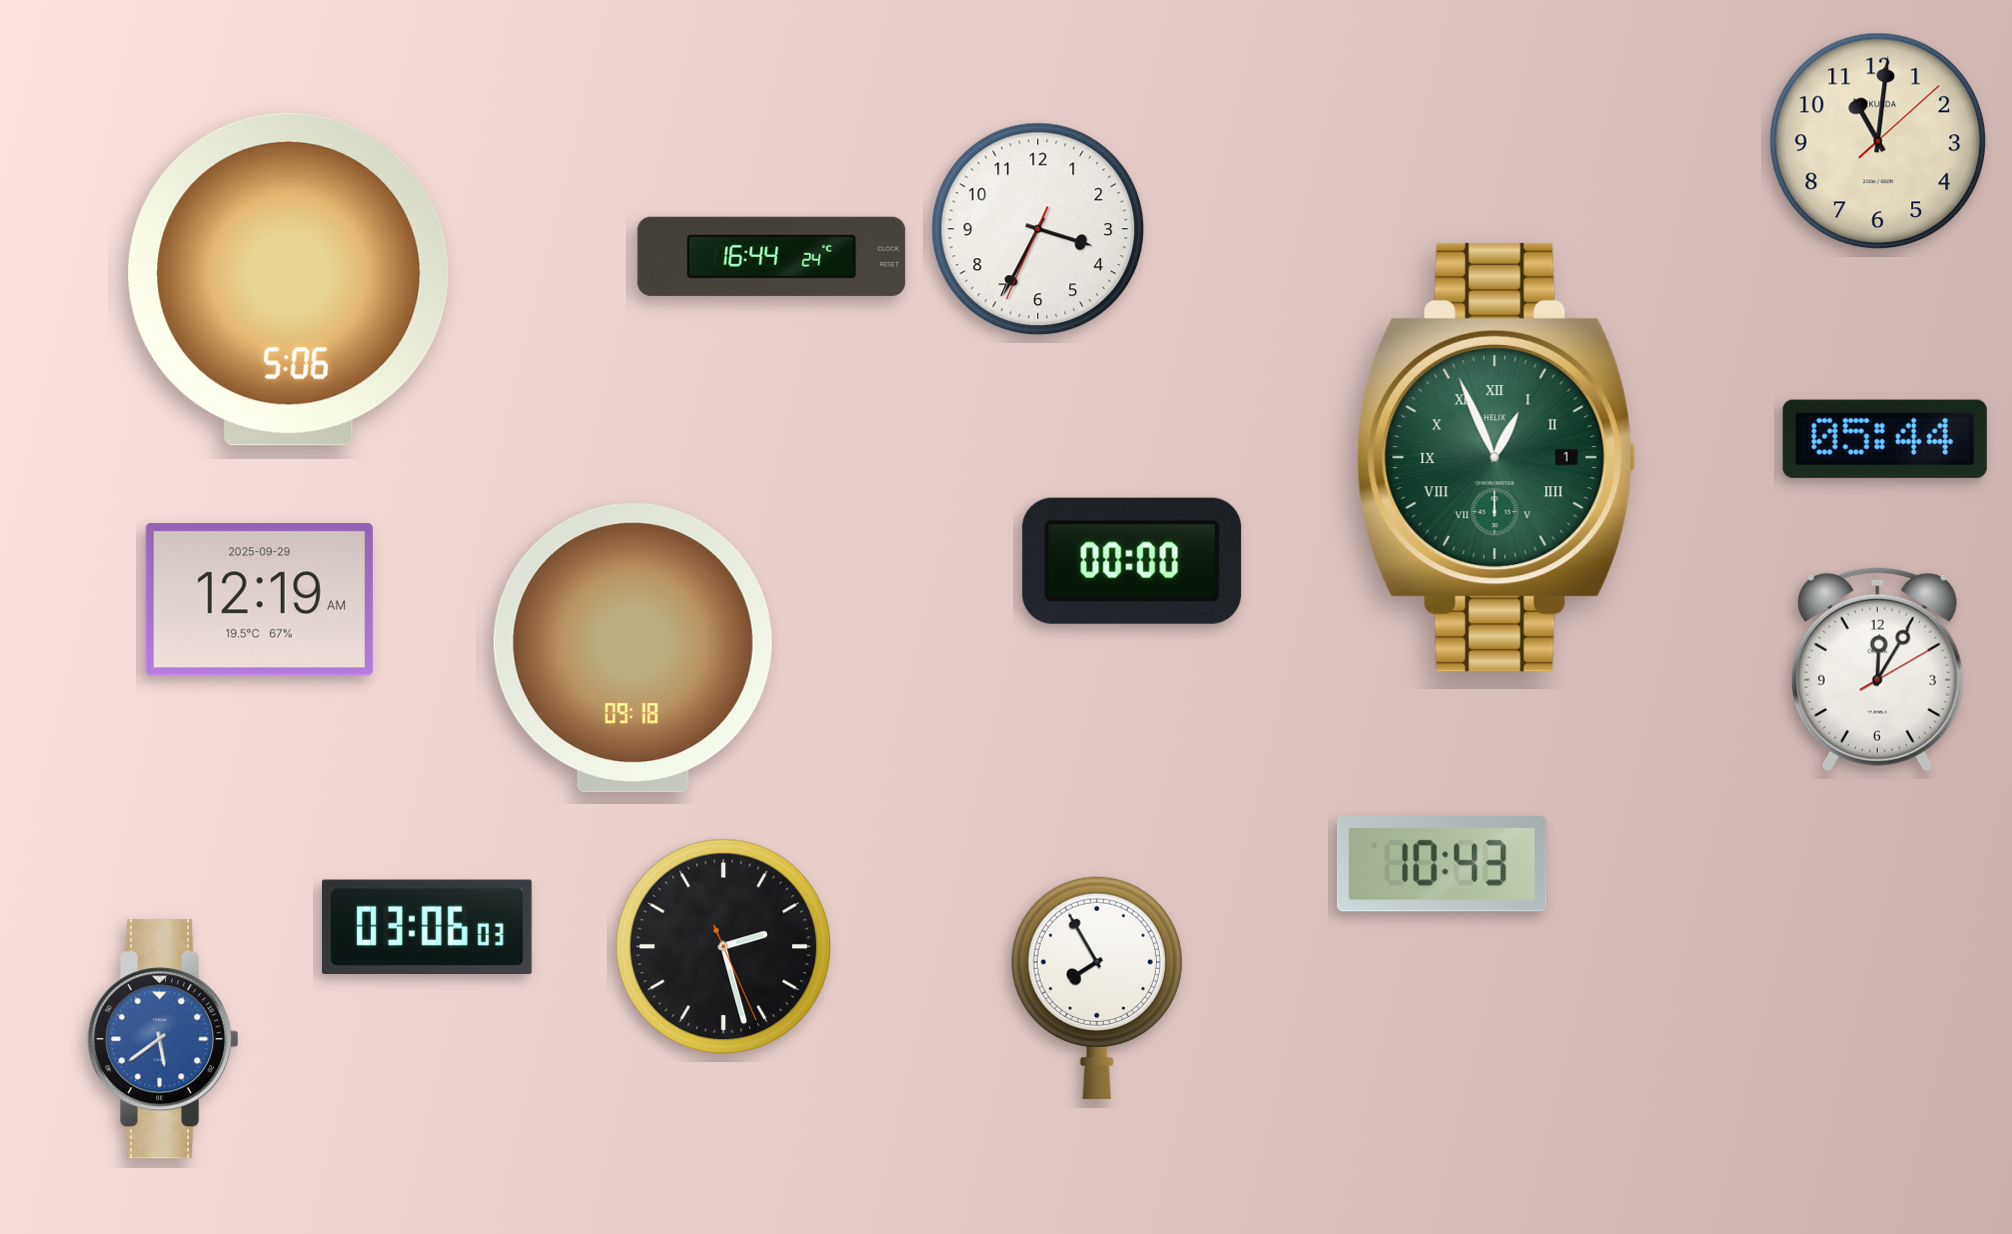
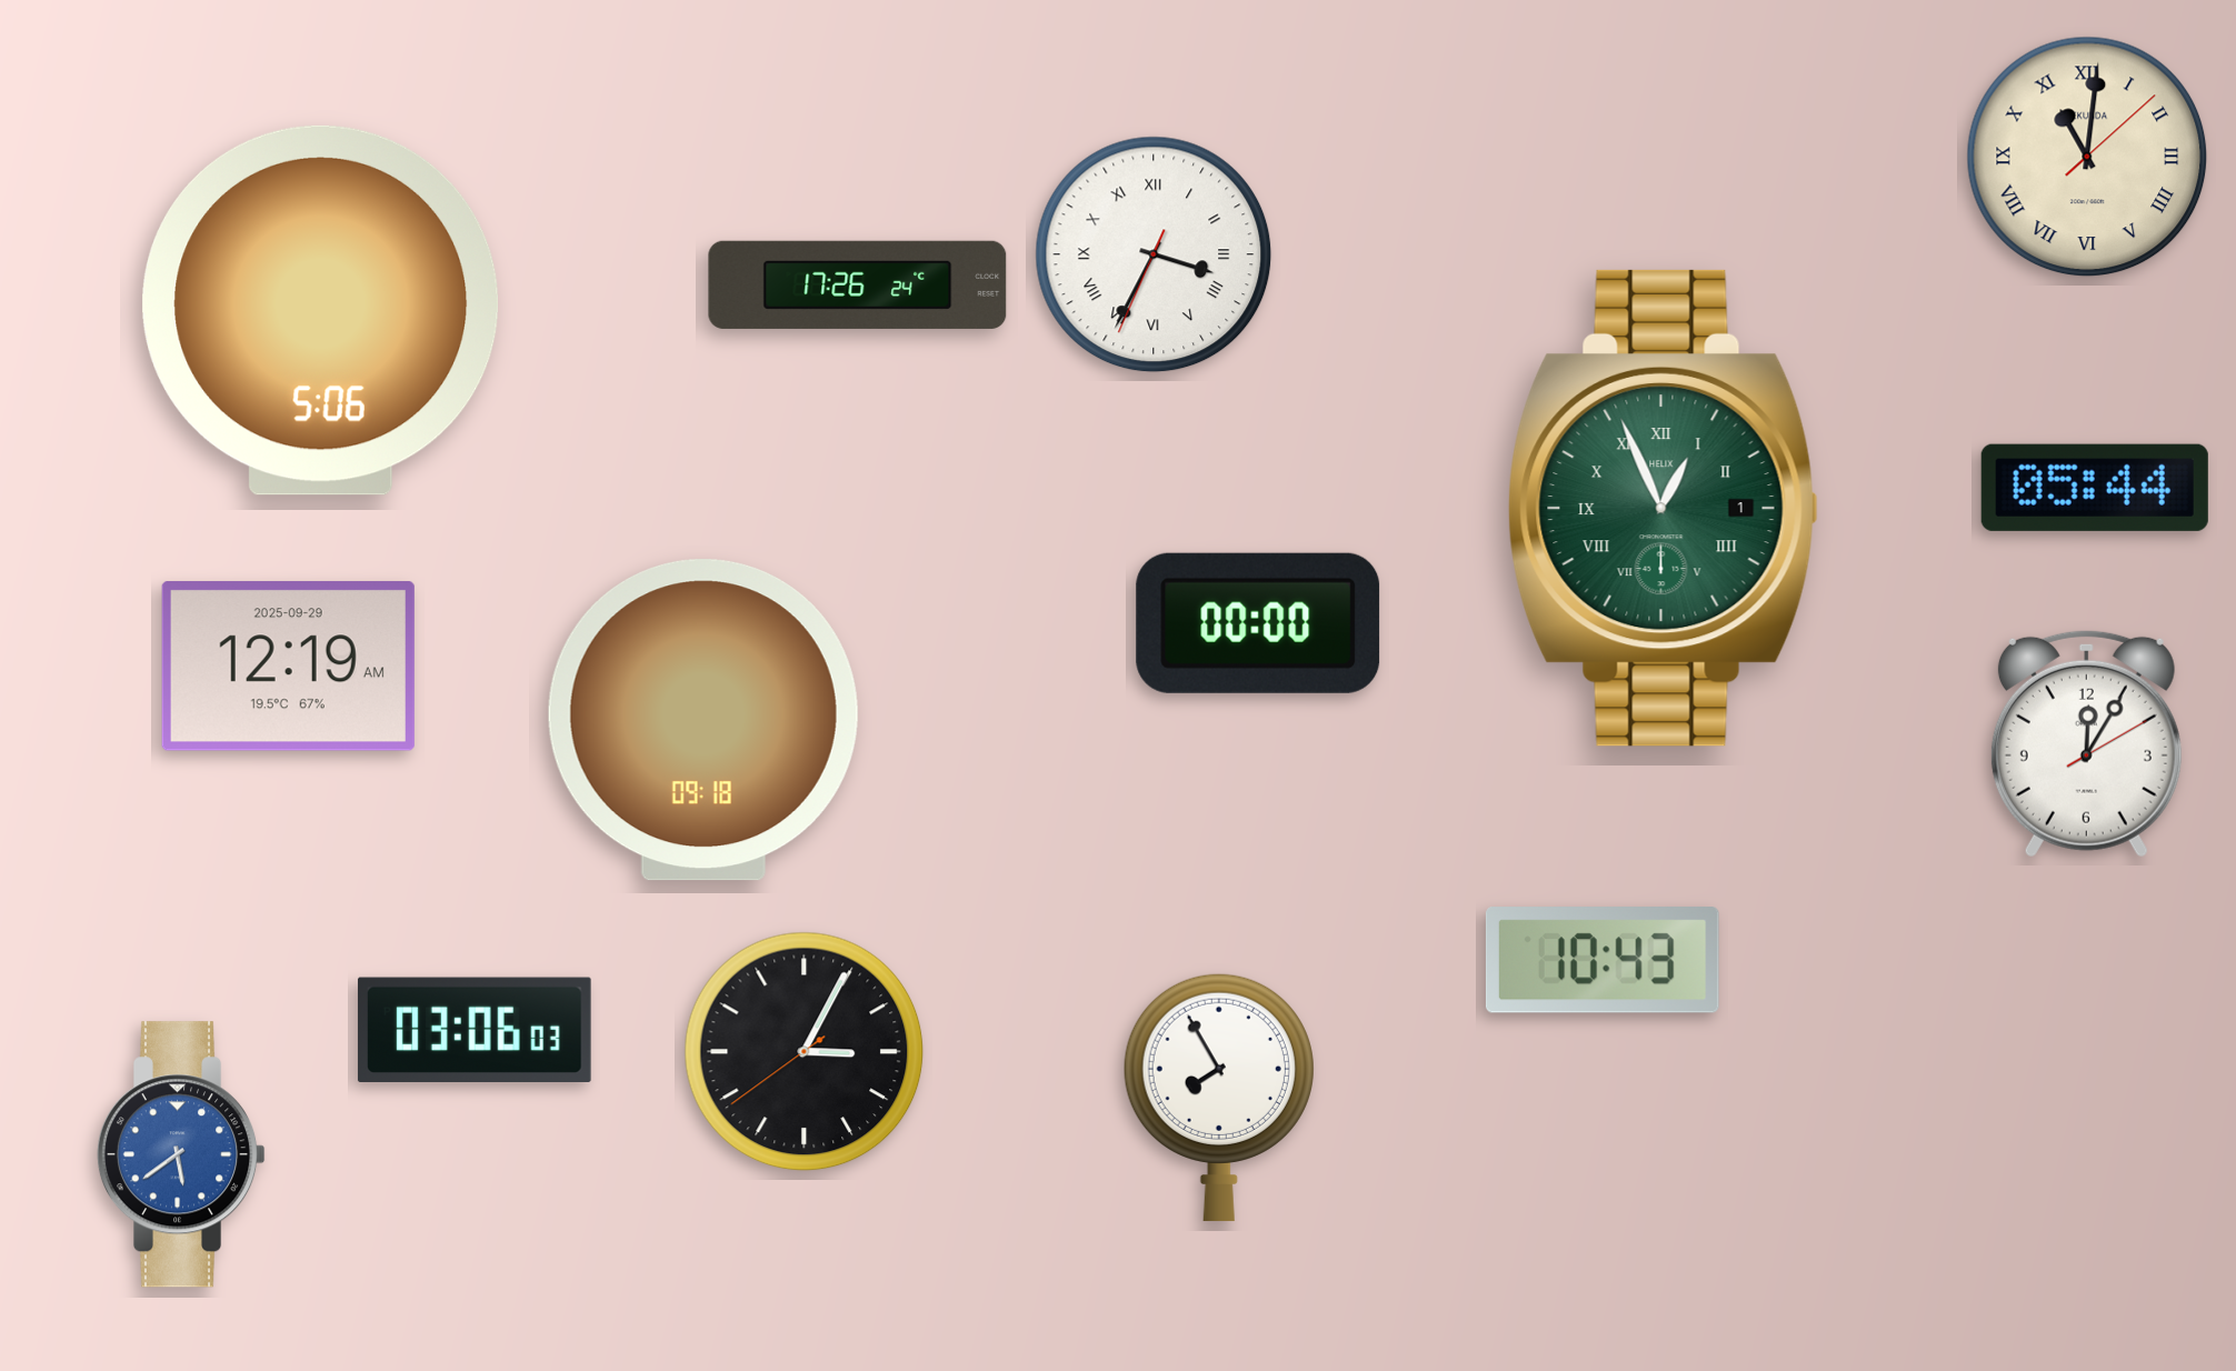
clock at (1878, 141) numerals: Arabic -> Roman
clock at (1038, 229) numerals: Arabic -> Roman
clock at (772, 256): 16:44 -> 17:26
clock at (724, 947): 2:27 -> 3:04
